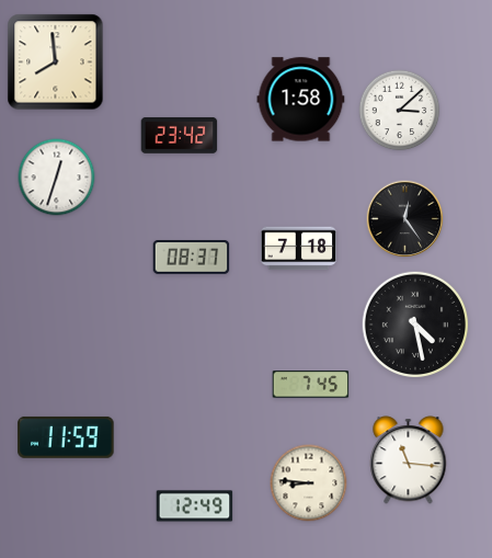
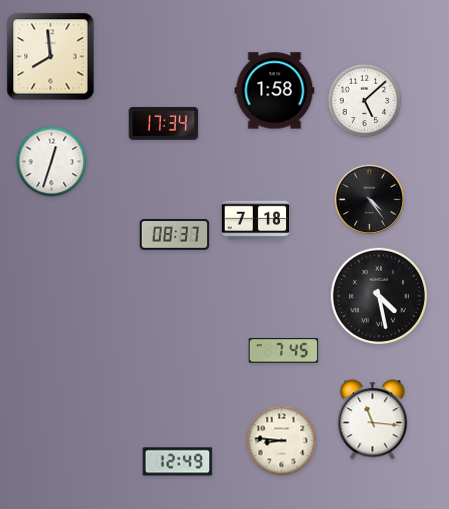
clock at (400, 111): 3:08 -> 5:08
clock at (180, 136): 23:42 -> 17:34
clock at (405, 219): 12:24 -> 4:24
clock at (299, 249) position: (299, 249) -> (256, 221)
clock at (66, 437): 11:59 -> none
